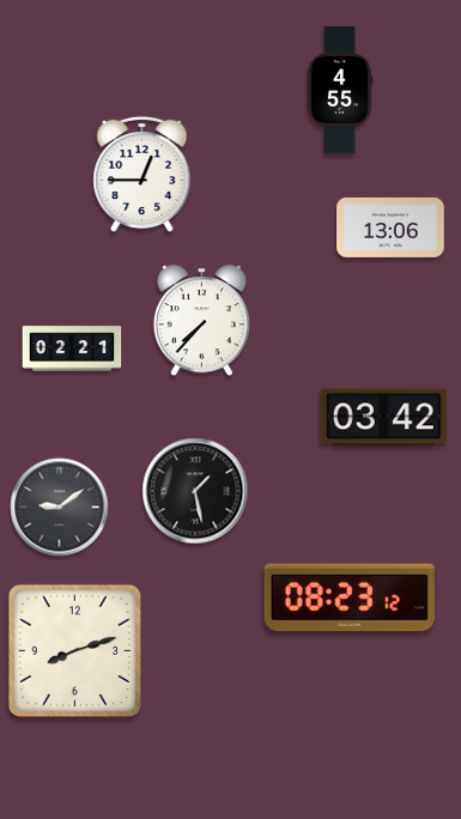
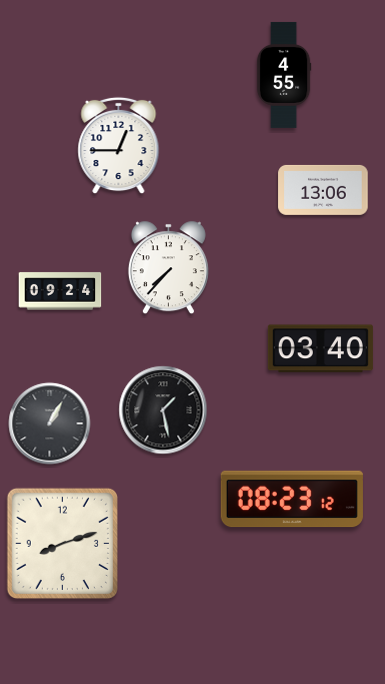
clock at (390, 227) position: (390, 227) -> (323, 190)
clock at (72, 348): 02:21 -> 09:24
clock at (383, 418): 03:42 -> 03:40
clock at (60, 508): 9:09 -> 1:05
